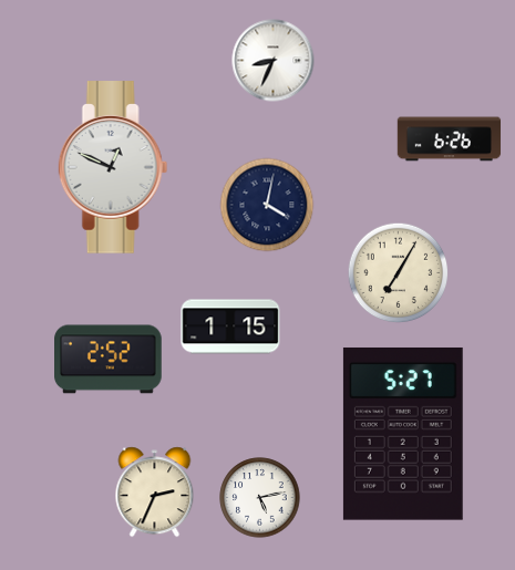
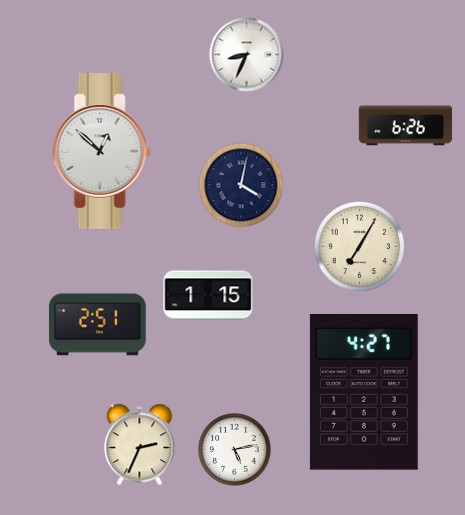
clock at (113, 167): 12:49 -> 12:52
clock at (109, 360): 2:52 -> 2:51
clock at (403, 434): 5:27 -> 4:27
